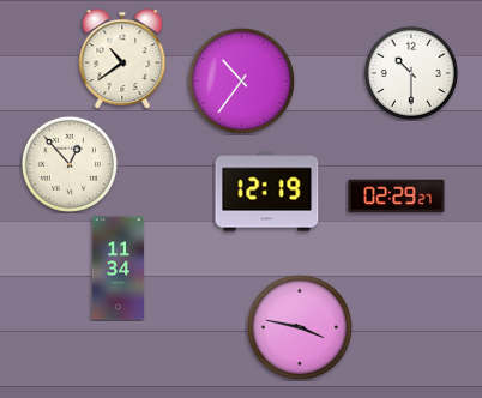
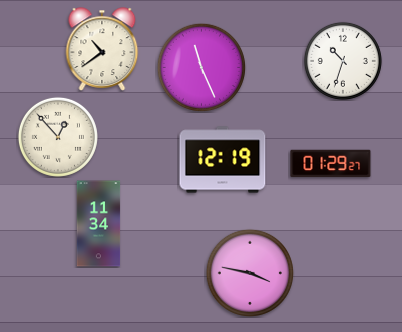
clock at (411, 73): 10:30 -> 10:33
clock at (241, 80): 10:36 -> 11:26
clock at (397, 197): 02:29 -> 01:29
